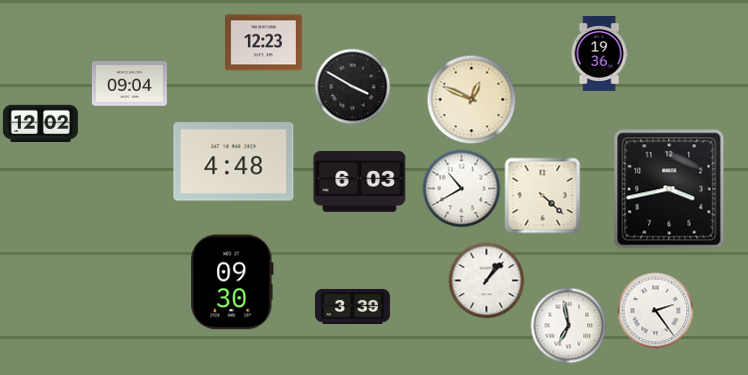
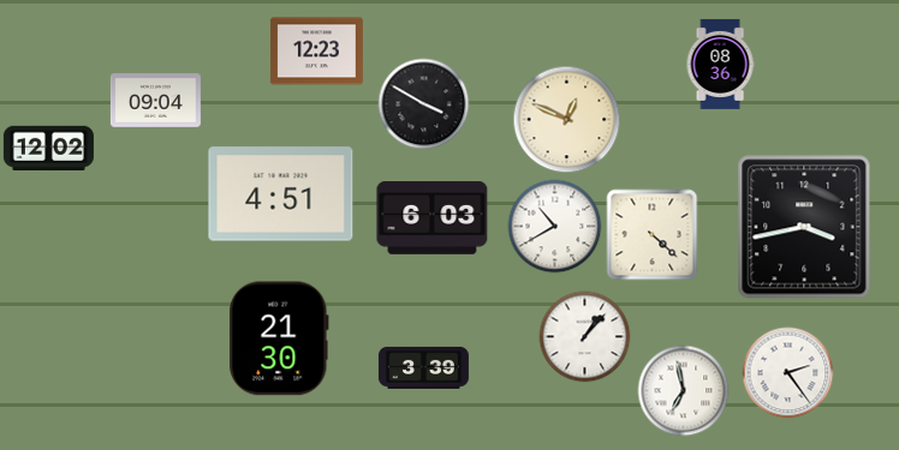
clock at (599, 53): 19:36 -> 08:36
clock at (234, 162): 4:48 -> 4:51
clock at (232, 282): 09:30 -> 21:30
